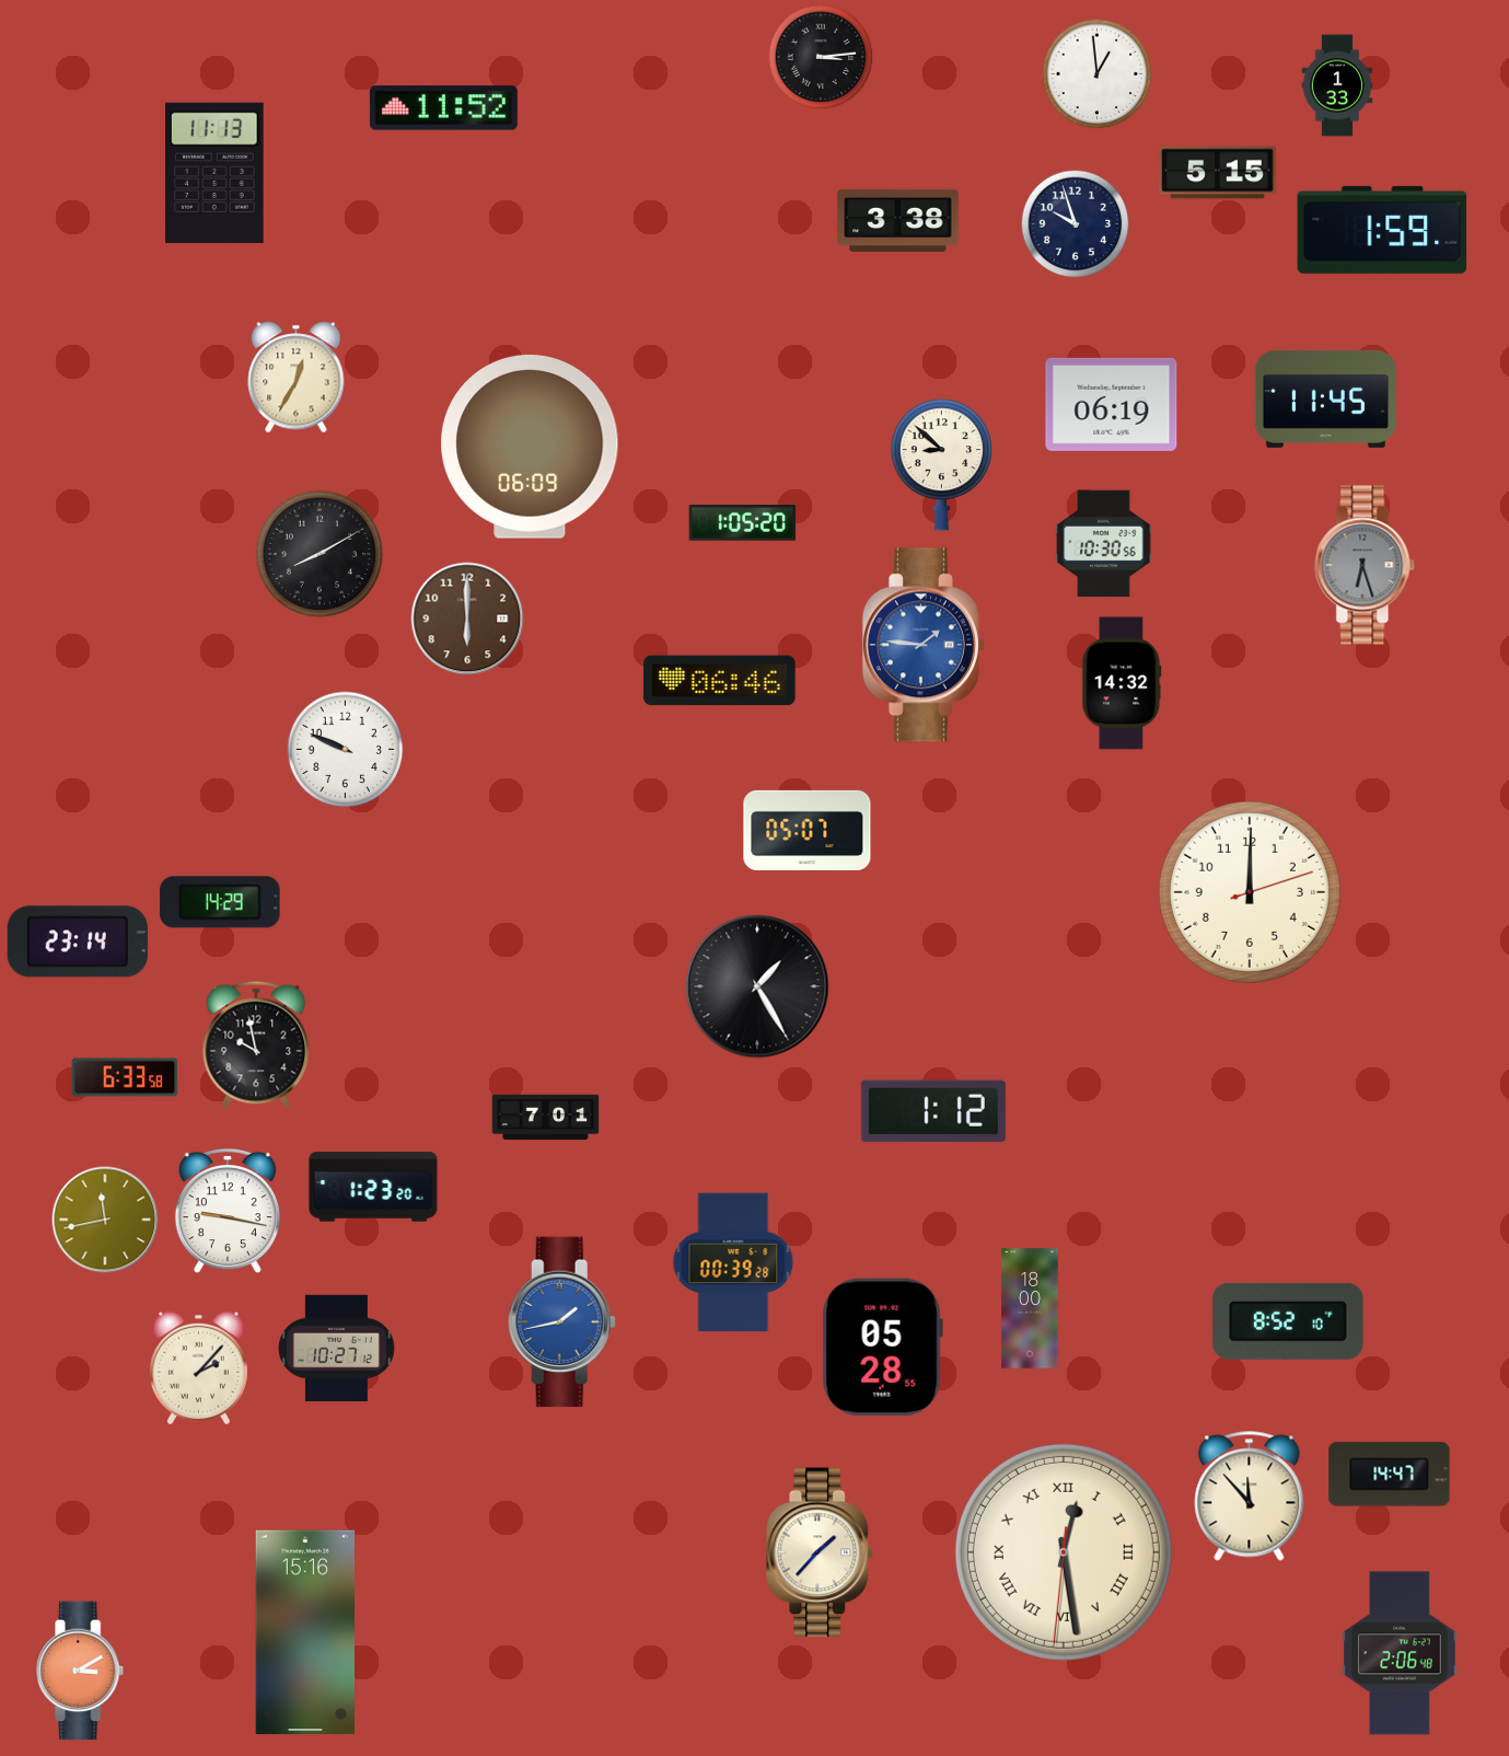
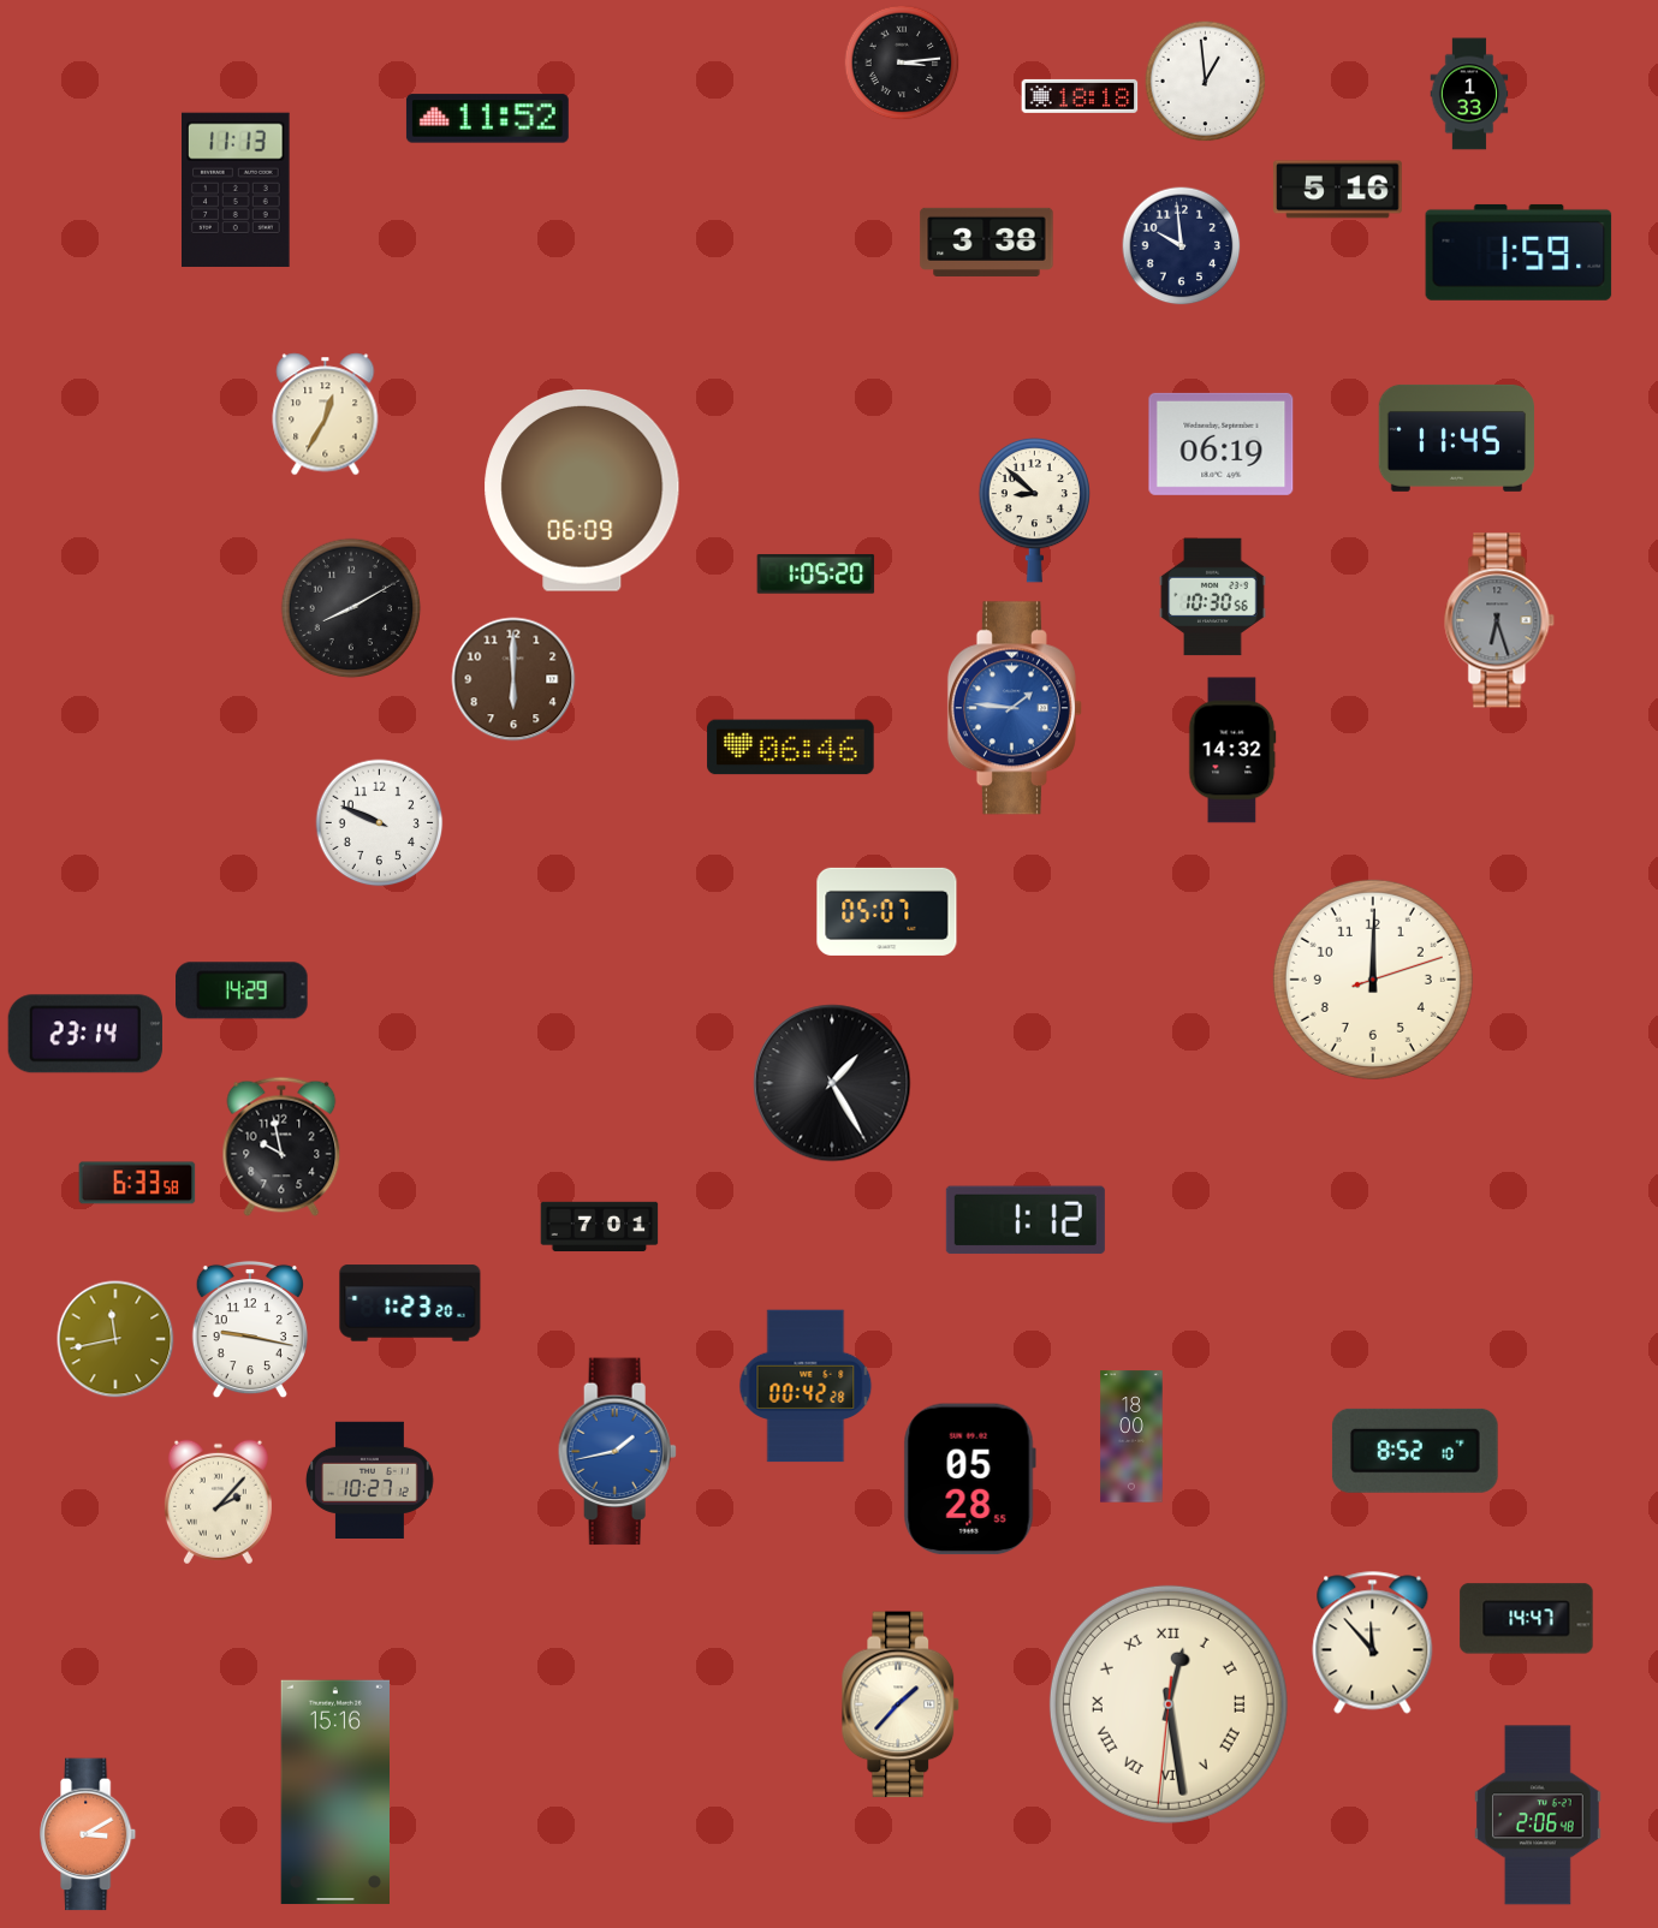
clock at (1080, 96): none -> 18:18
clock at (1218, 173): 5:15 -> 5:16
clock at (1076, 224): 9:57 -> 9:59
clock at (733, 1262): 00:39 -> 00:42
